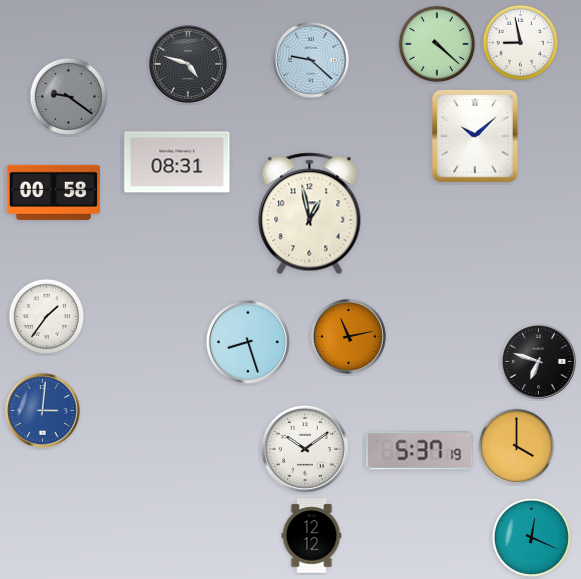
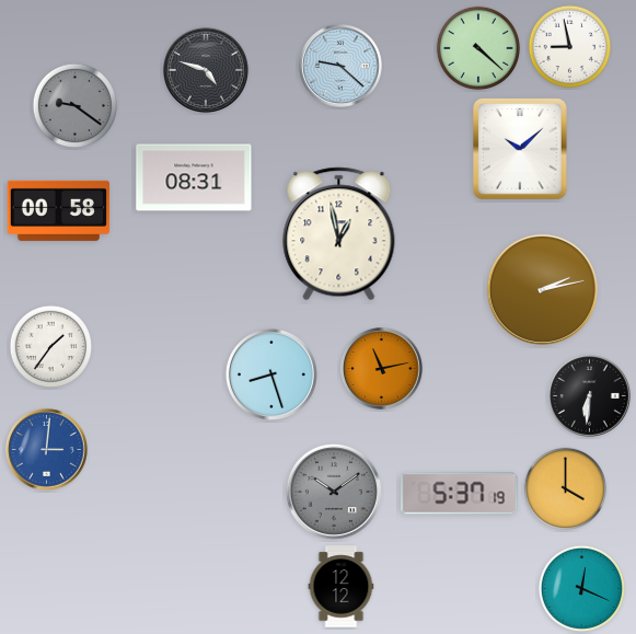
clock at (542, 289): none -> 2:13
clock at (539, 362): 6:48 -> 6:31
clock at (305, 449) dial: white -> grey
